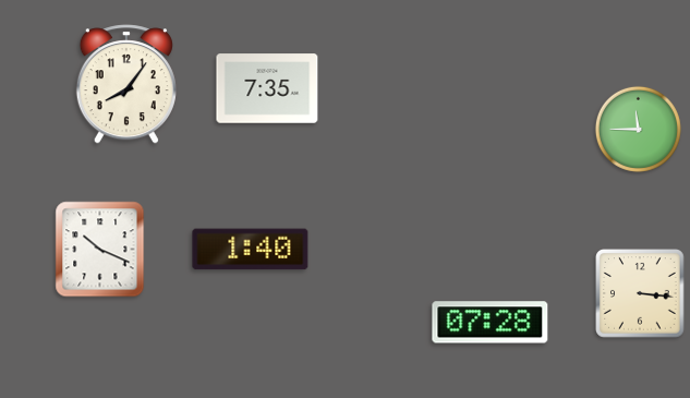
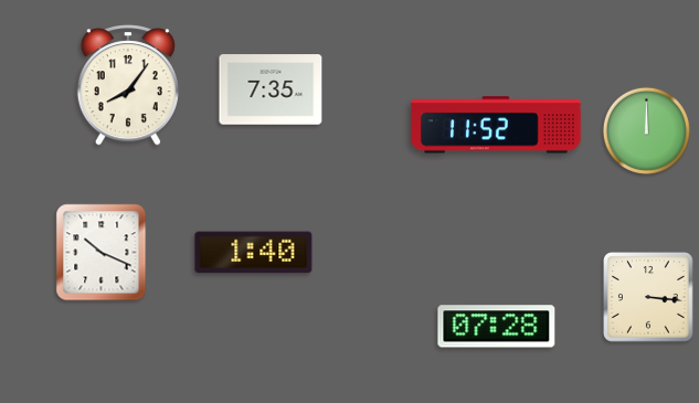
clock at (497, 125): none -> 11:52
clock at (638, 129): 11:45 -> 12:00
